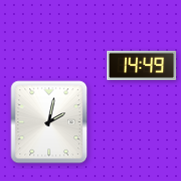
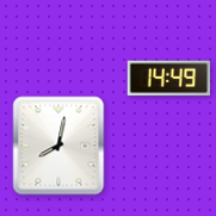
clock at (49, 122): 2:02 -> 8:02
